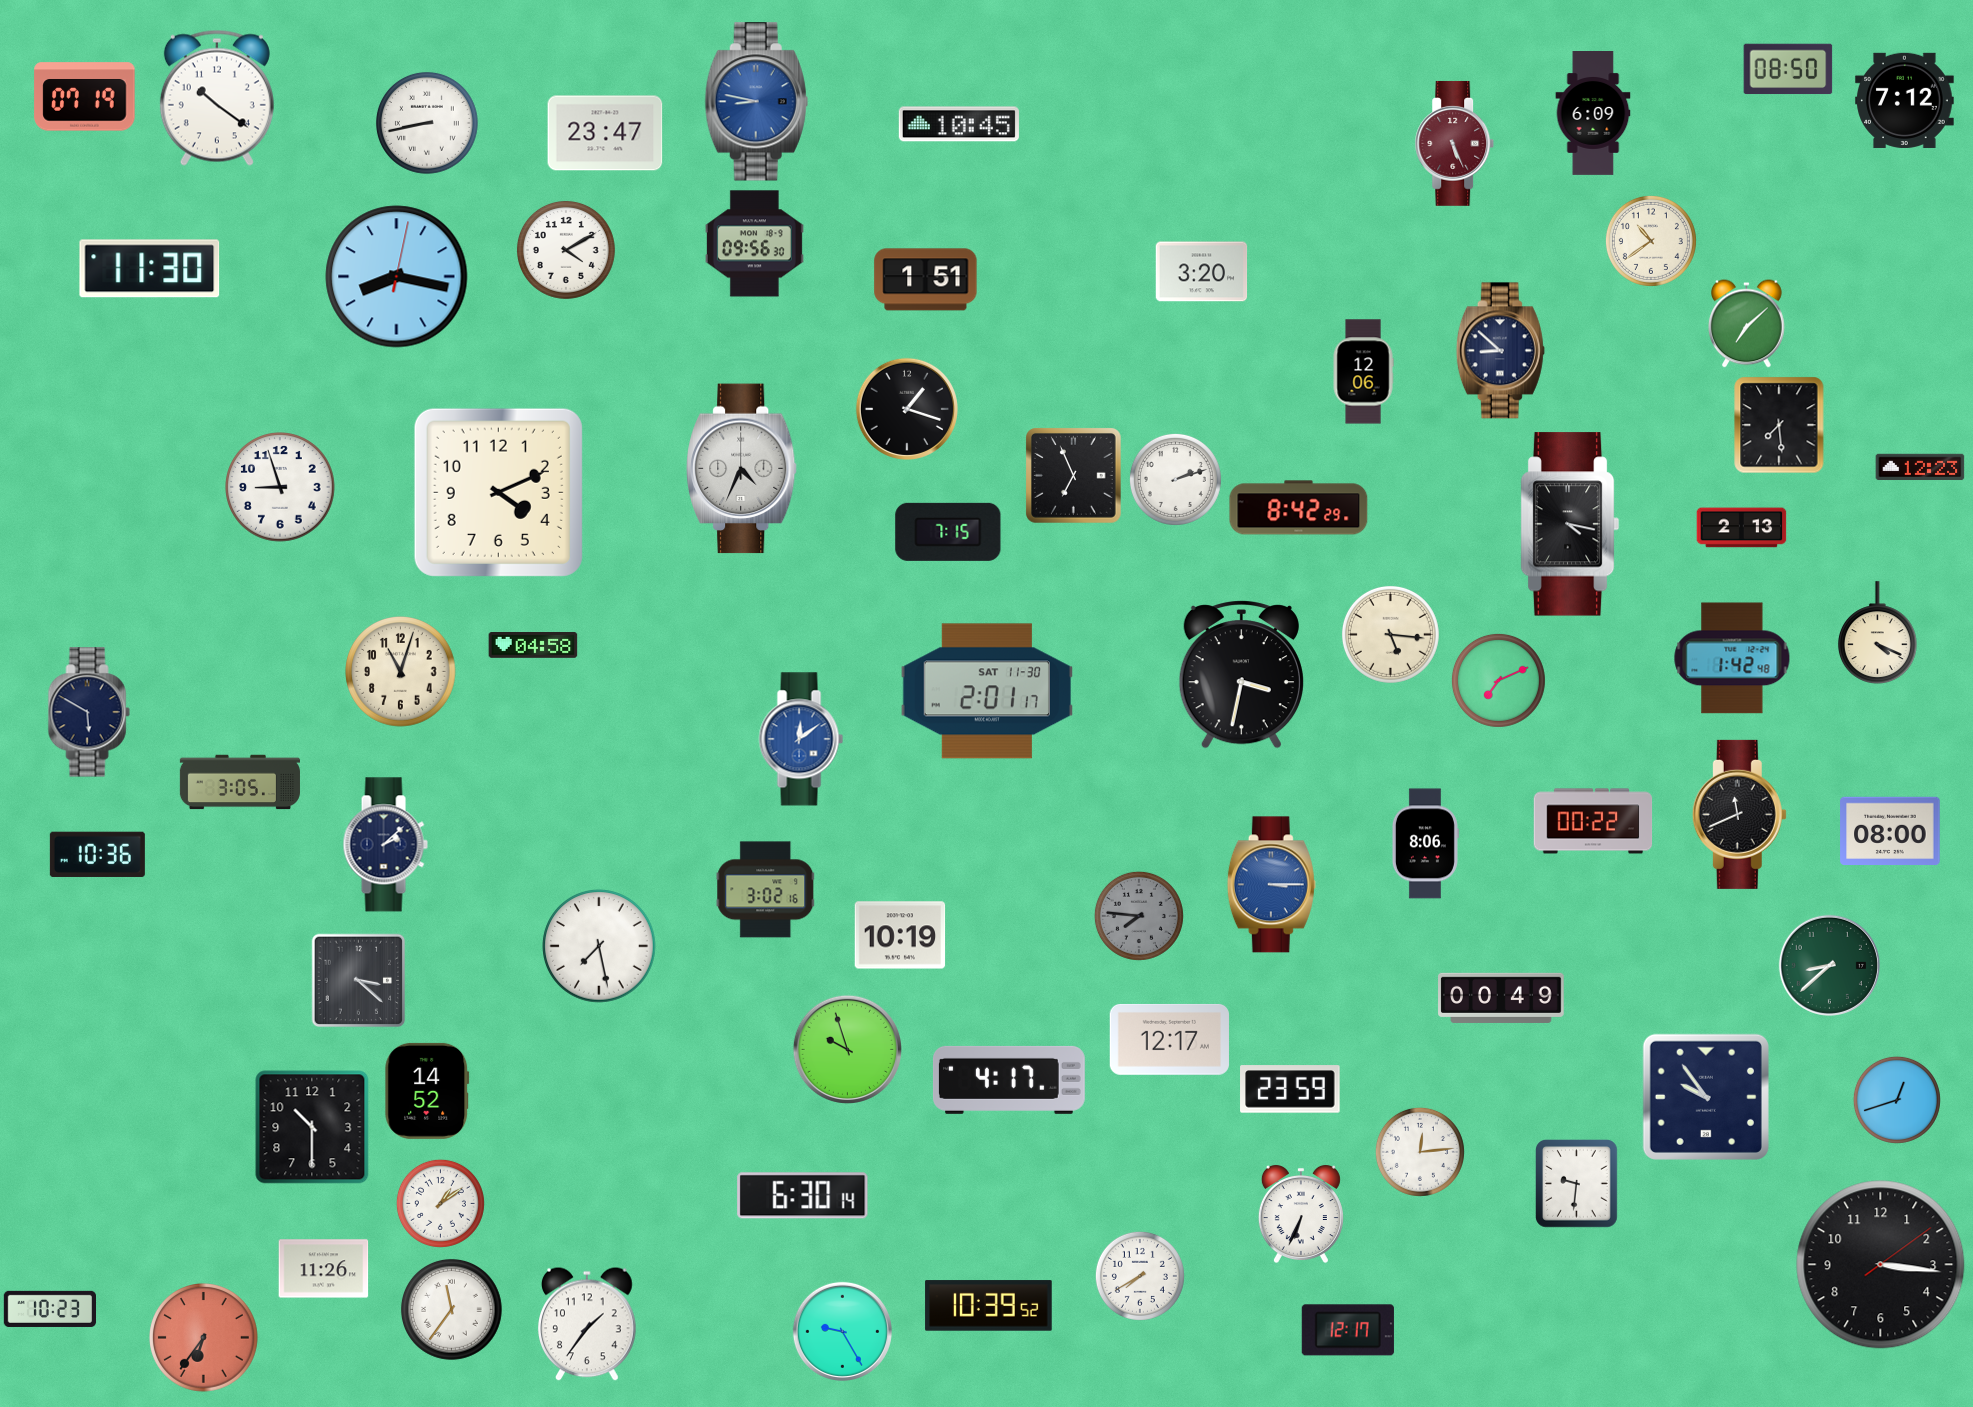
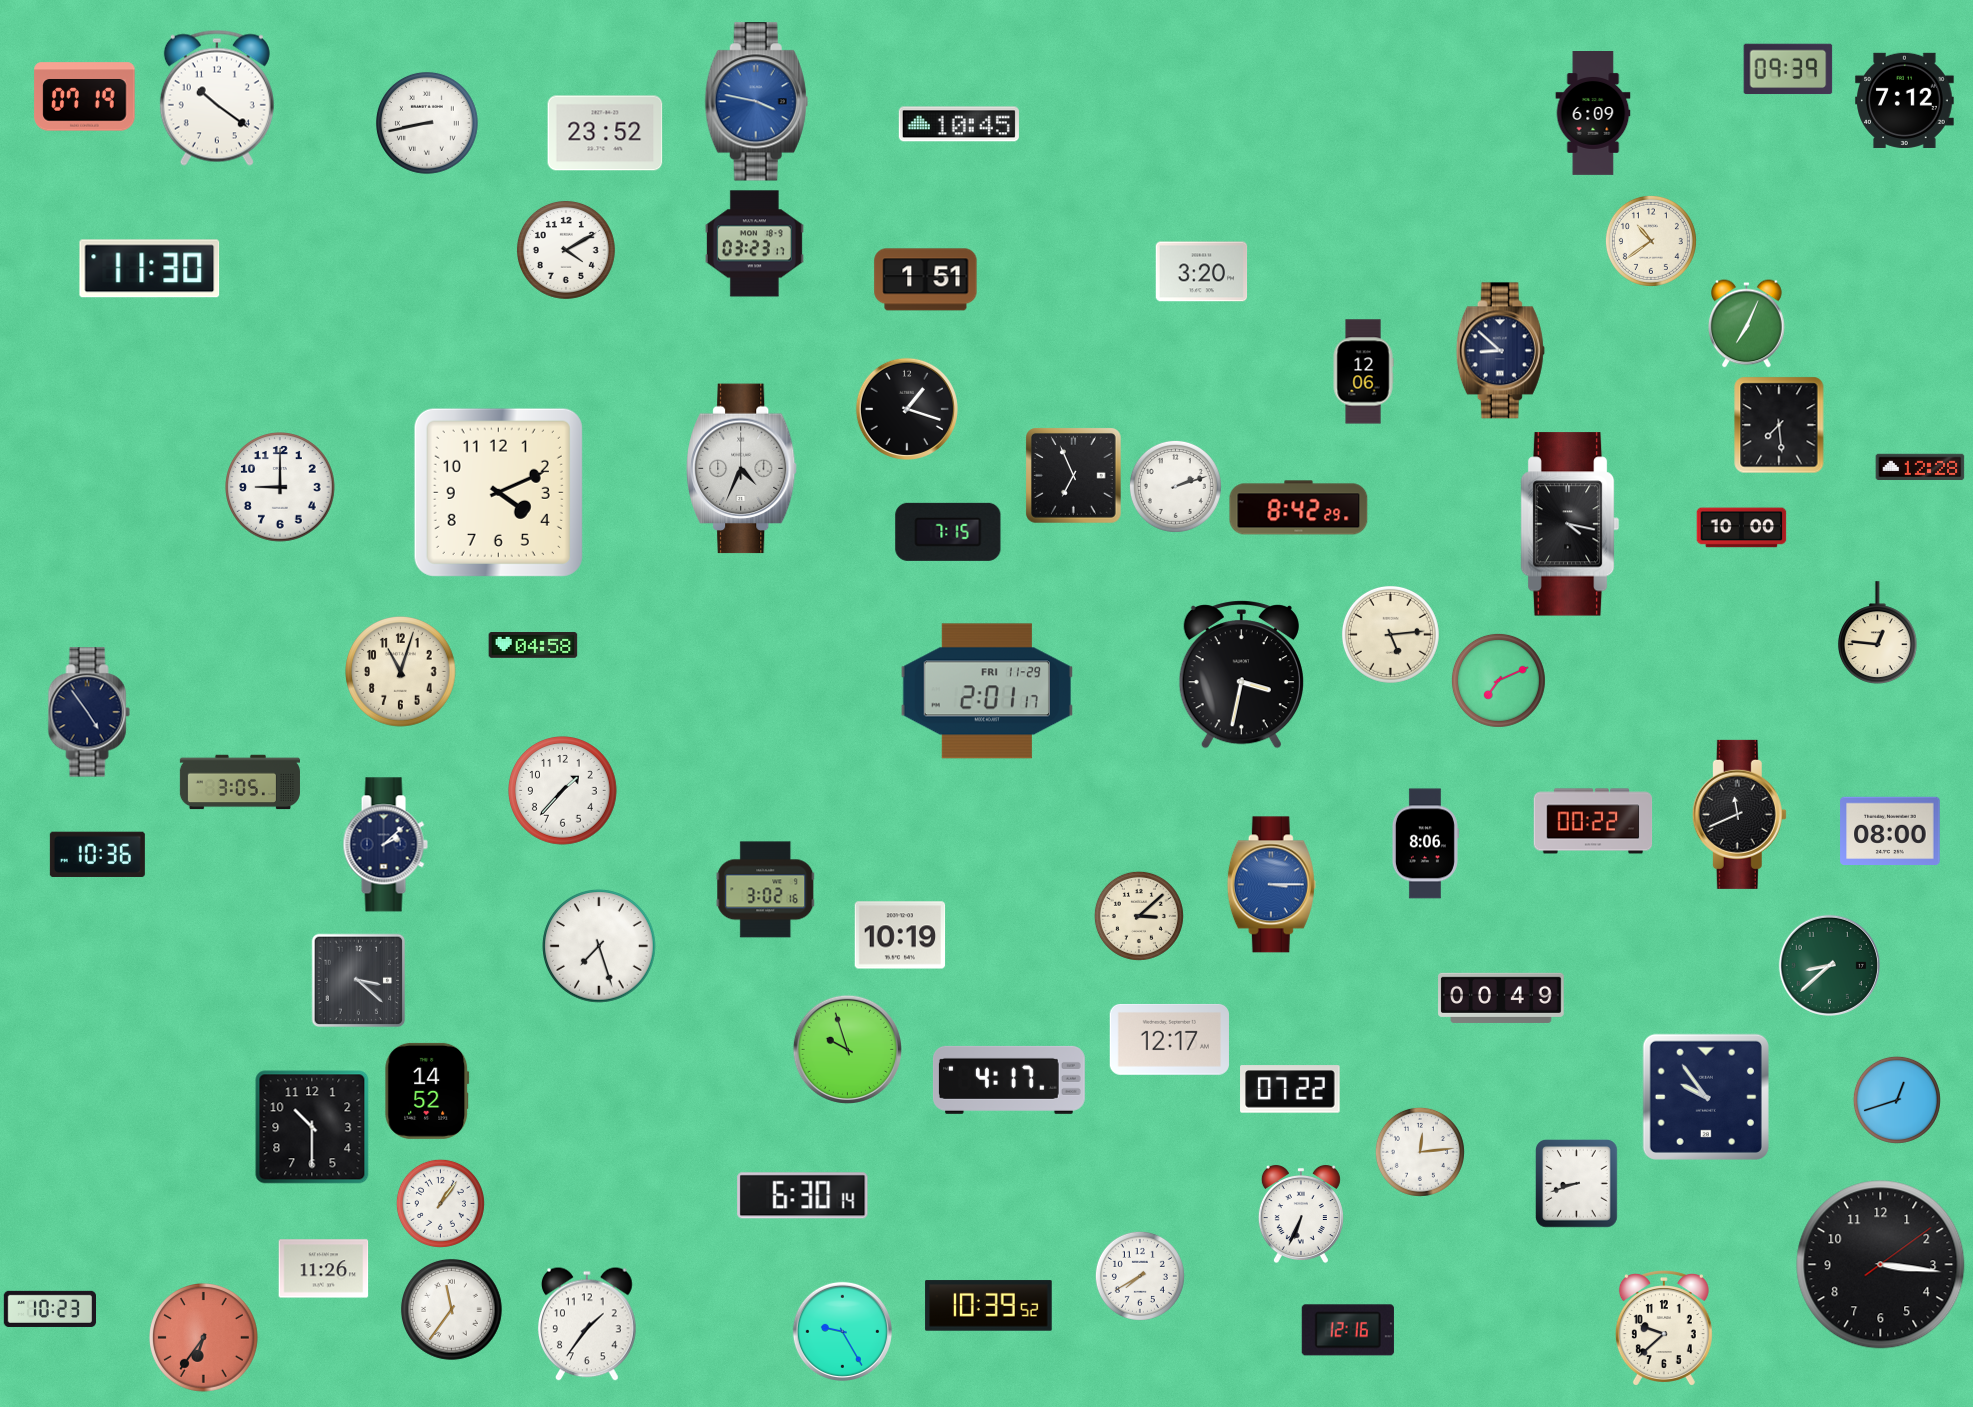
clock at (1788, 69): 08:50 -> 09:39
clock at (756, 102): 8:47 -> 3:47
clock at (605, 133): 23:47 -> 23:52
clock at (1455, 143): 5:26 -> none
clock at (754, 244): 09:56 -> 03:23
clock at (397, 277): 8:17 -> none
clock at (1747, 324): 7:08 -> 7:04
clock at (1920, 467): 12:23 -> 12:28
clock at (1175, 479) position: (1175, 479) -> (1175, 486)
clock at (281, 488): 8:57 -> 9:00
clock at (1742, 528): 2:13 -> 10:00
clock at (1877, 632): 4:19 -> 12:46
clock at (1390, 634): 5:16 -> 5:14
clock at (1732, 658): 1:42 -> none
clock at (986, 691) date: SAT 11-30 -> FRI 11-29
clock at (89, 712): 5:50 -> 4:54
clock at (801, 739): 12:09 -> none
clock at (563, 791): none -> 1:37
clock at (1139, 916): 7:46 -> 3:08
clock at (1139, 916) dial: grey -> cream
clock at (599, 946): 7:28 -> 7:27
clock at (1290, 1089): 23:59 -> 07:22
clock at (1577, 1184): 9:31 -> 8:42
clock at (440, 1203): 1:09 -> 1:06
clock at (1664, 1328): none -> 9:38
clock at (1348, 1330): 12:17 -> 12:16
